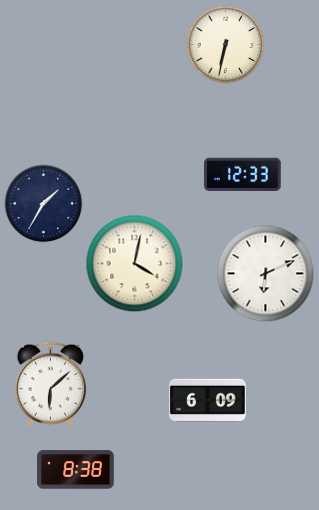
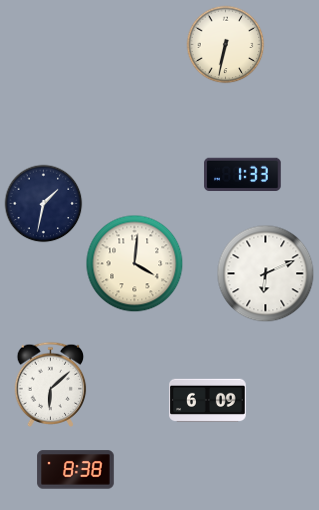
clock at (243, 174): 12:33 -> 1:33
clock at (43, 203): 1:35 -> 1:32
clock at (134, 263): 4:02 -> 4:01
